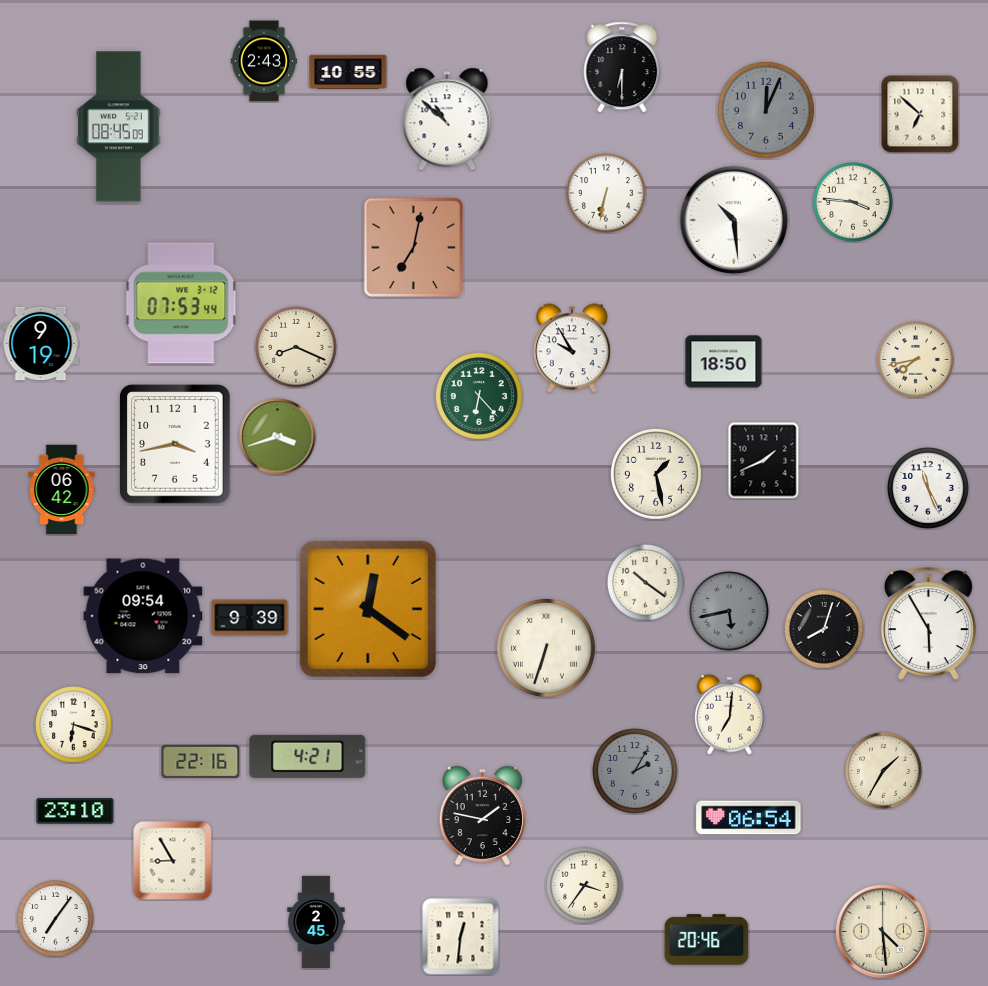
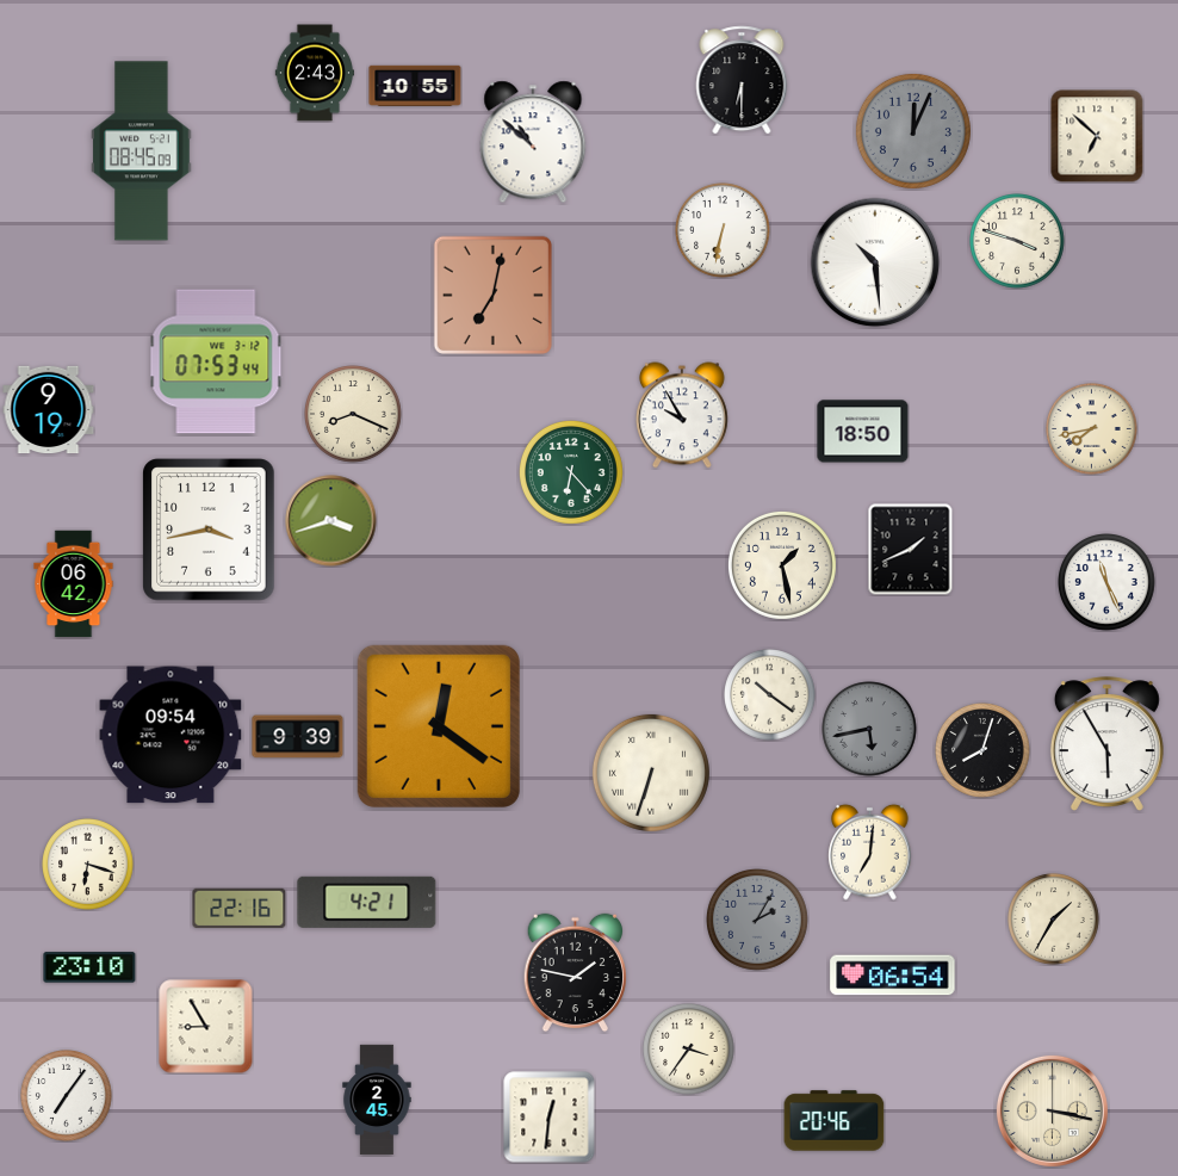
clock at (853, 202): 3:46 -> 3:48
clock at (585, 886) position: (585, 886) -> (689, 1050)
clock at (882, 931): 4:29 -> 3:17
clock at (707, 940) position: (707, 940) -> (835, 1121)
